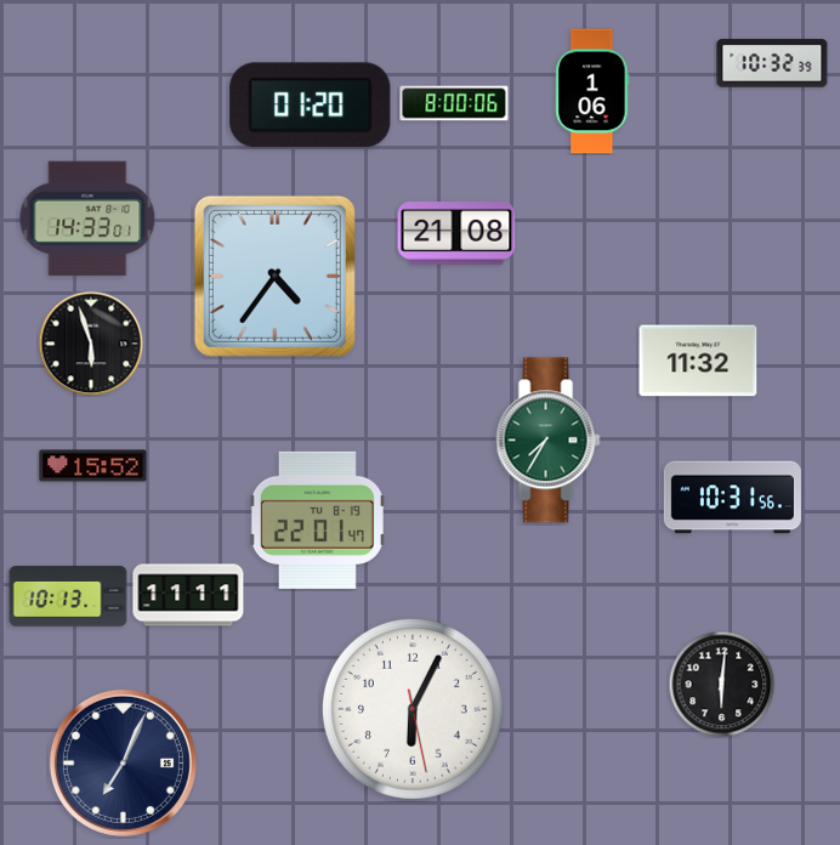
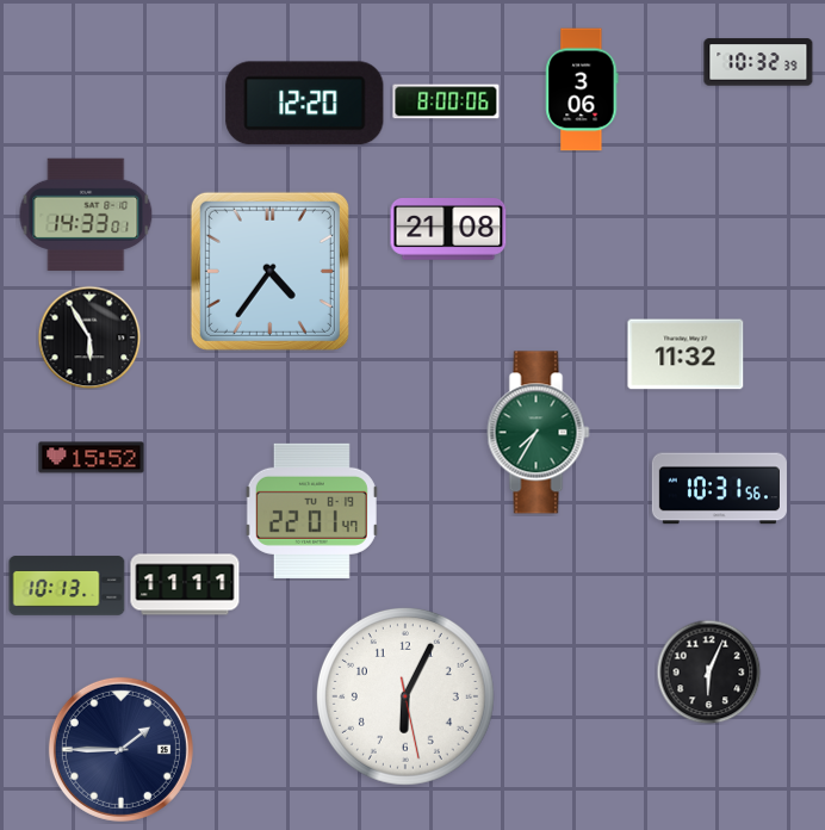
clock at (592, 91): 1:06 -> 3:06
clock at (311, 106): 01:20 -> 12:20
clock at (91, 344): 5:57 -> 5:55
clock at (721, 684): 6:01 -> 6:04
clock at (123, 762): 7:04 -> 1:45
